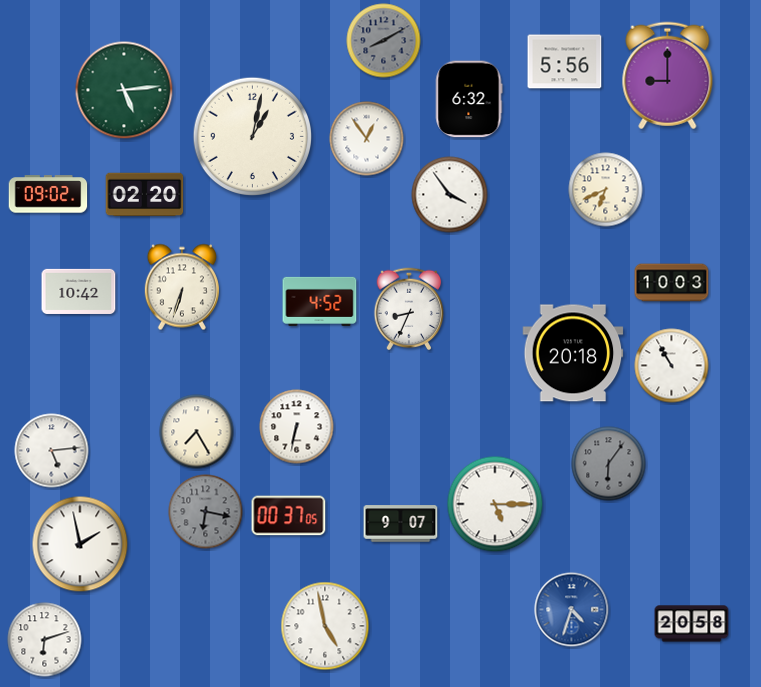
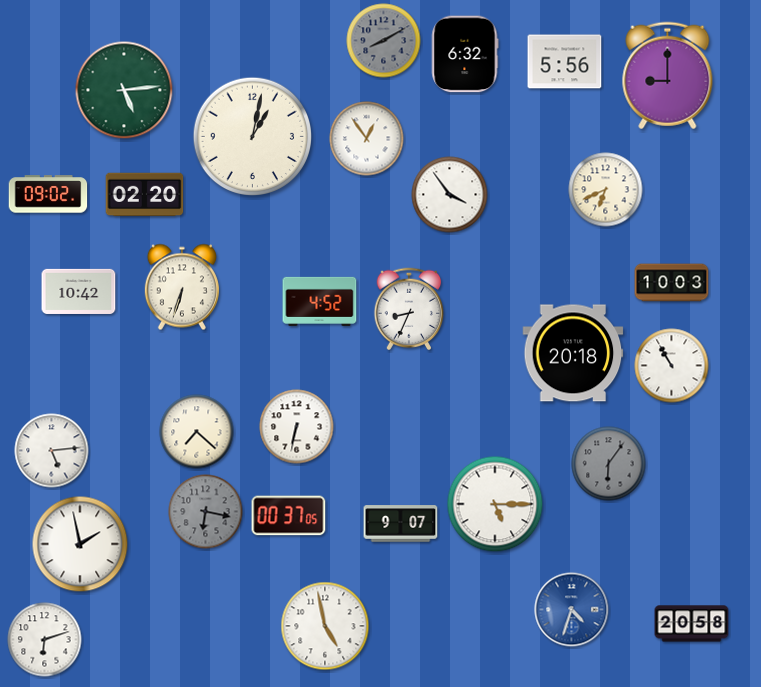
clock at (469, 99) position: (469, 99) -> (465, 54)
clock at (197, 432): 7:25 -> 7:22
